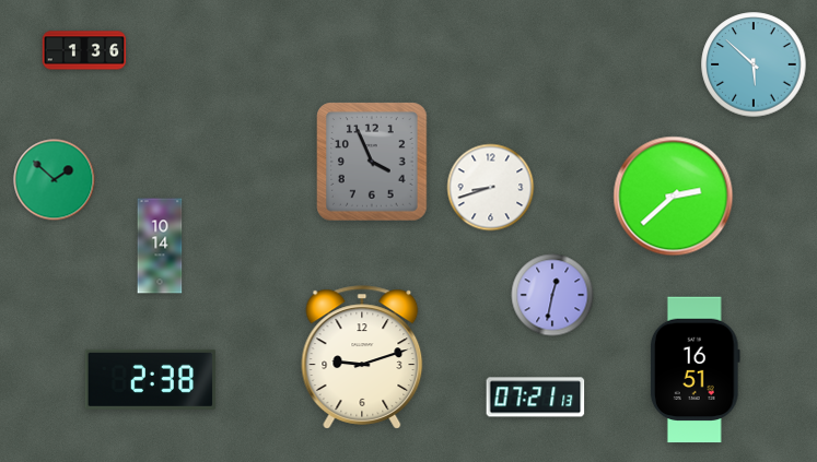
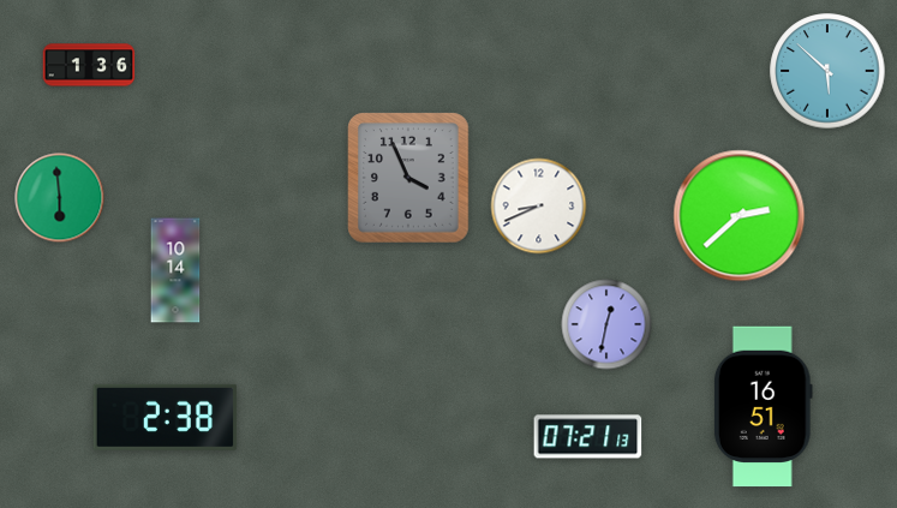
clock at (84, 50) position: (84, 50) -> (89, 65)
clock at (55, 180): 1:52 -> 5:59
clock at (491, 188): 8:42 -> 8:41
clock at (362, 357): 9:12 -> none
